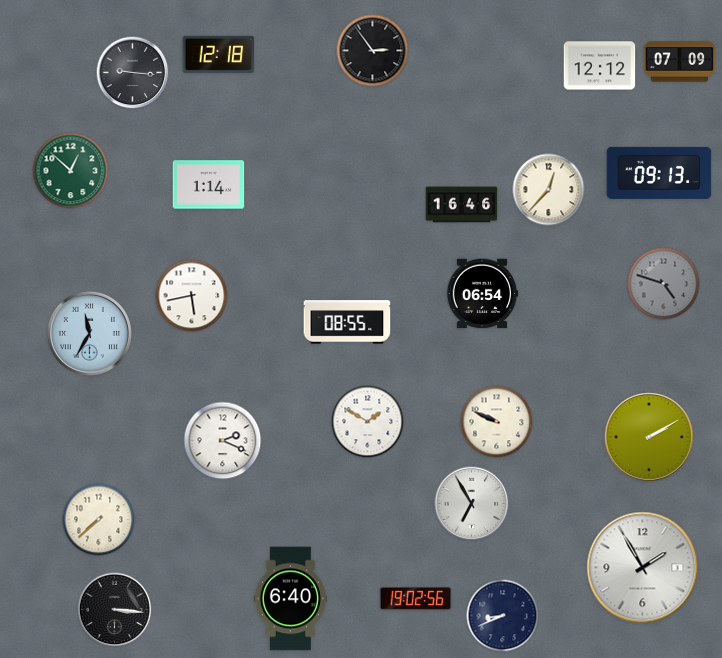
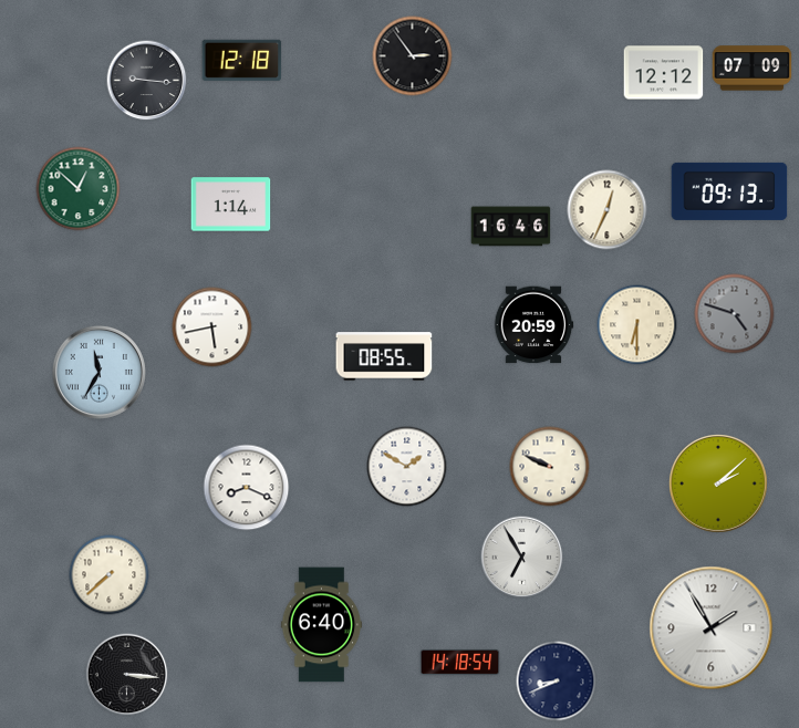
clock at (549, 190): 12:37 -> 12:34
clock at (482, 294): 06:54 -> 20:59
clock at (637, 325): none -> 6:30
clock at (89, 333) position: (89, 333) -> (98, 372)
clock at (649, 437): 2:10 -> 2:08
clock at (223, 441): 2:19 -> 8:19
clock at (416, 598): 19:02 -> 14:18
clock at (291, 599) position: (291, 599) -> (322, 625)
